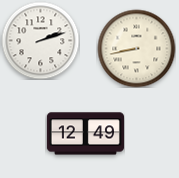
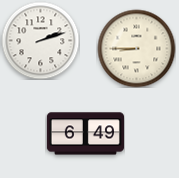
clock at (136, 48): 8:43 -> 8:45
clock at (85, 134): 12:49 -> 6:49
